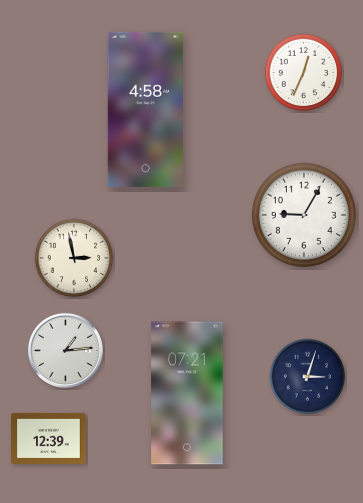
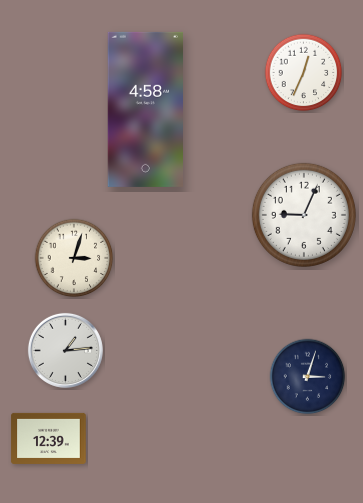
clock at (304, 215): 9:05 -> 9:04
clock at (74, 258): 2:58 -> 3:03
clock at (187, 393): 07:21 -> none
